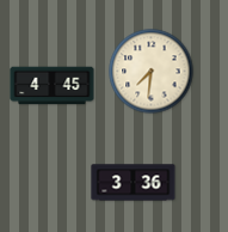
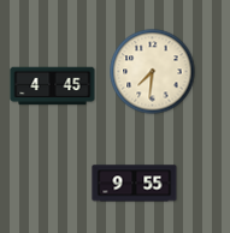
clock at (134, 183): 3:36 -> 9:55
